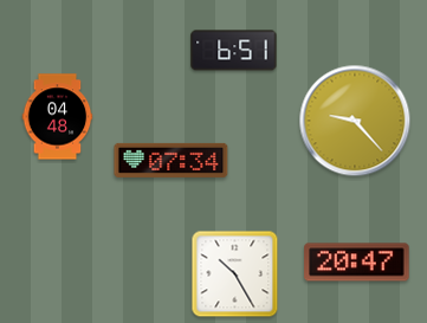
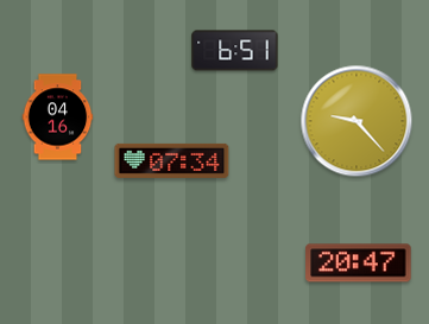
clock at (58, 117): 04:48 -> 04:16
clock at (235, 274): 10:25 -> none
